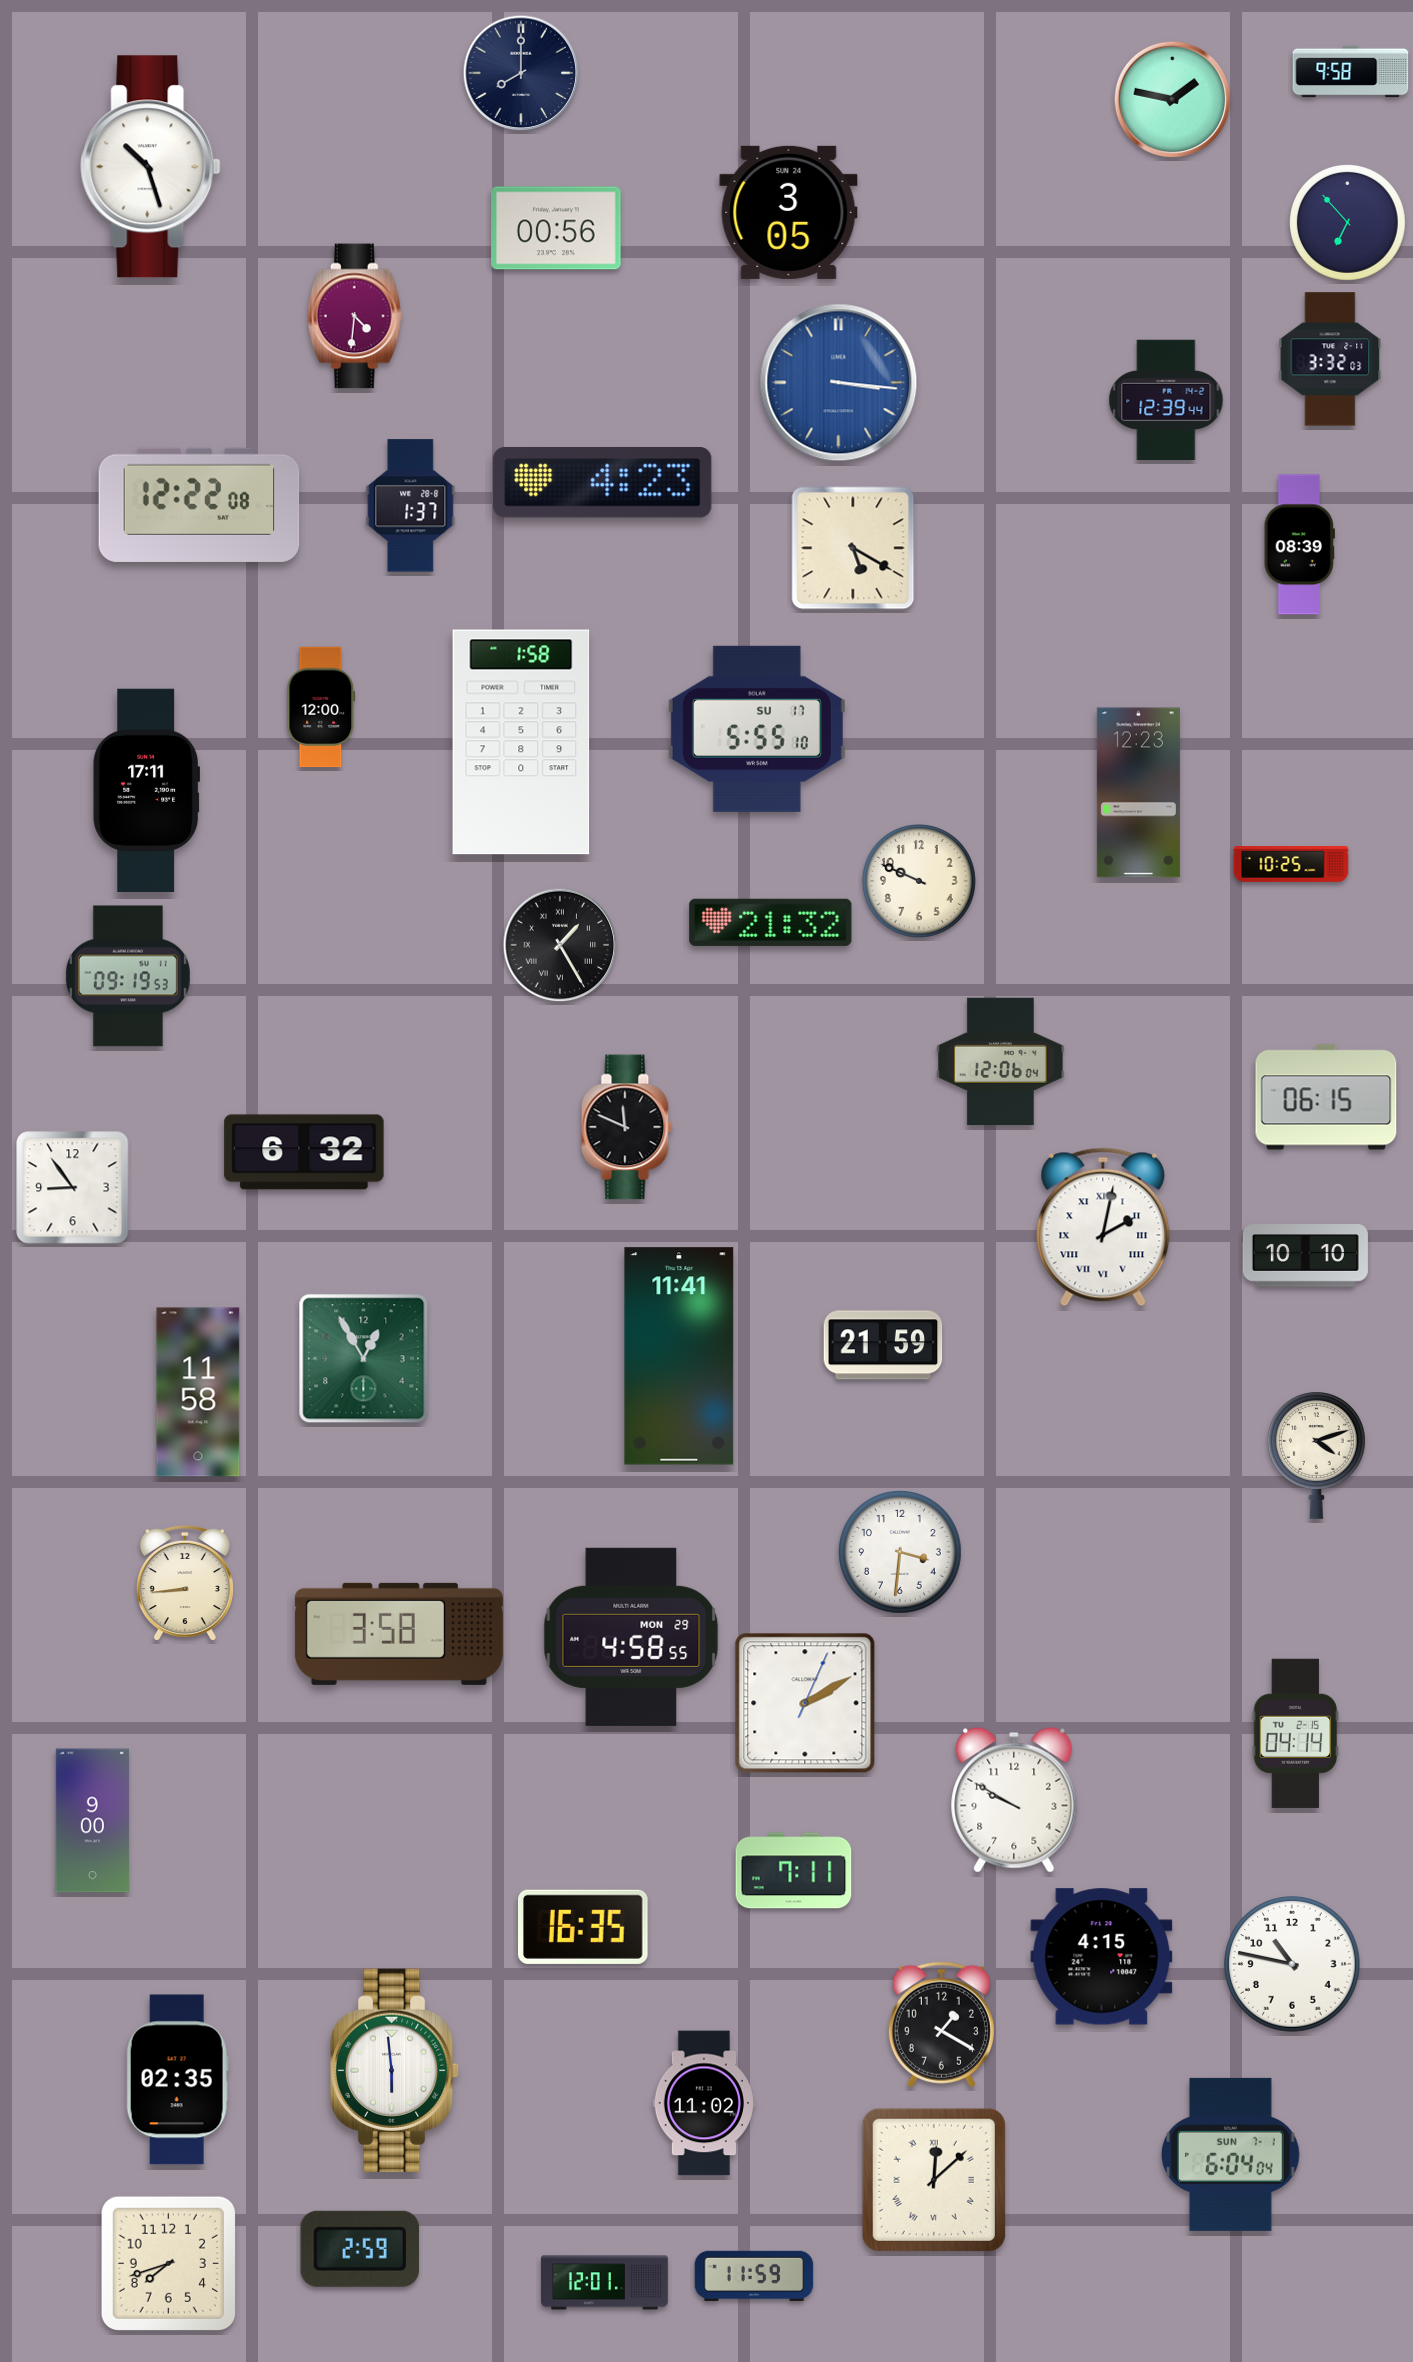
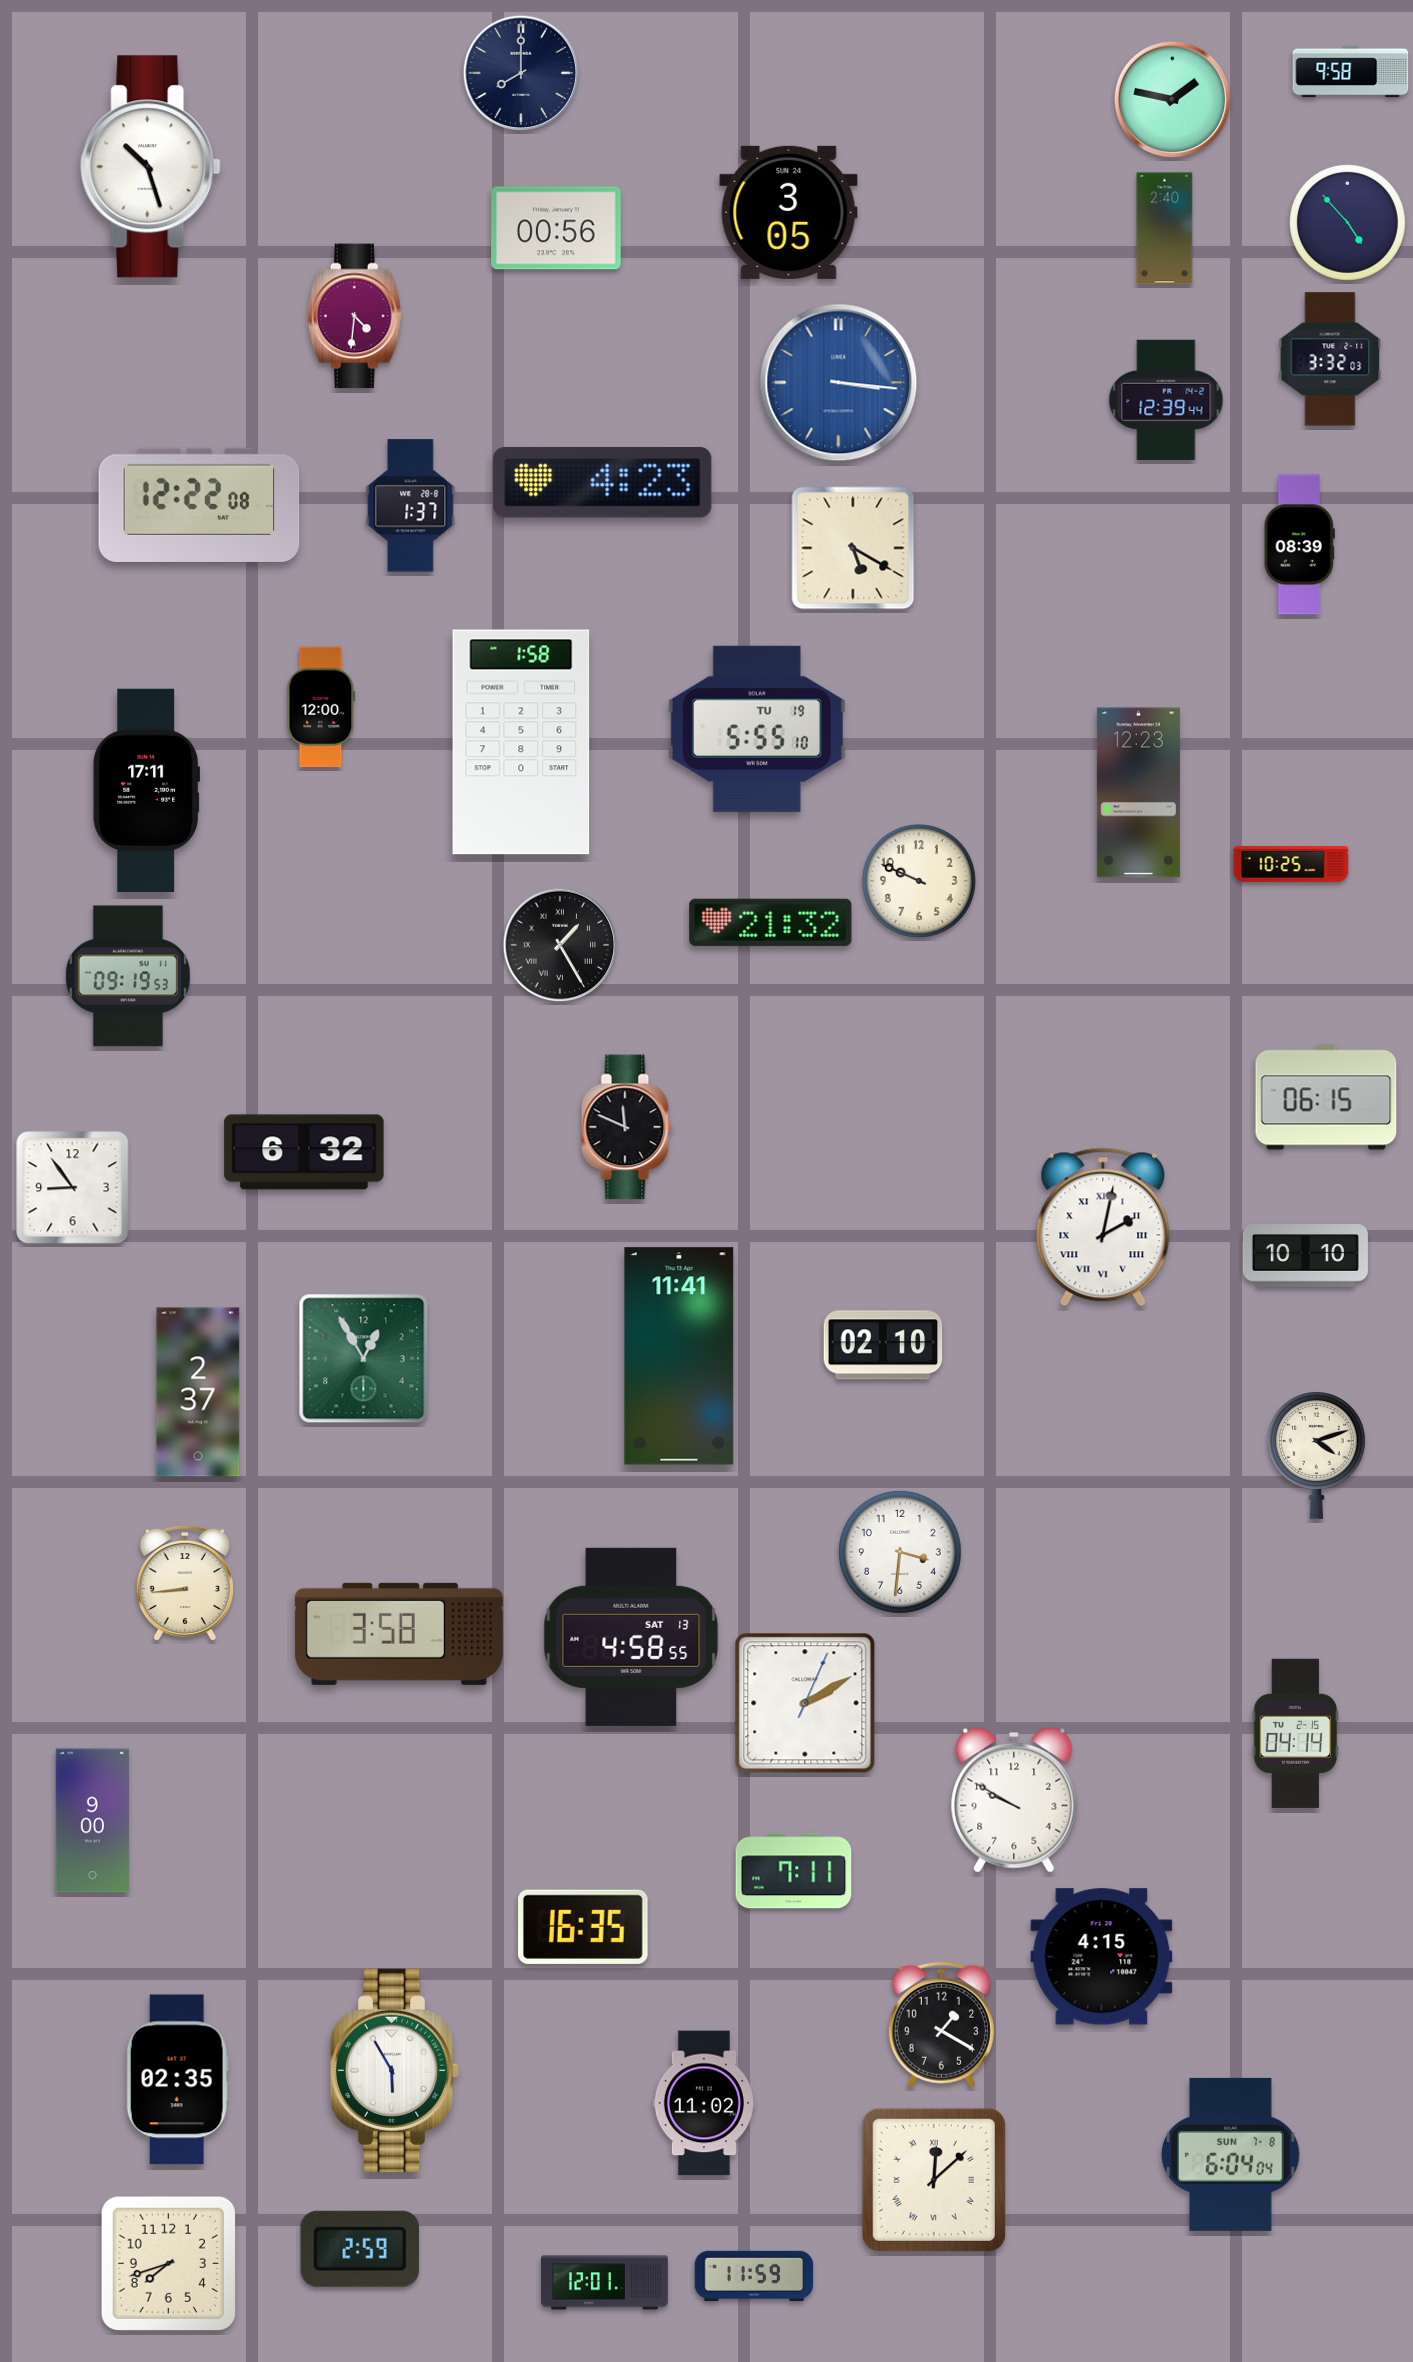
clock at (1347, 222): 6:53 -> 4:53
clock at (1165, 229): none -> 2:40
clock at (757, 729) date: SU 17 -> TU 19
clock at (1001, 1061): 12:06 -> none
clock at (883, 1345): 21:59 -> 02:10
clock at (198, 1392): 11:58 -> 2:37
clock at (631, 1637) date: MON 29 -> SAT 13
clock at (1292, 1964): 10:47 -> none
clock at (395, 2070): 5:59 -> 5:55
clock at (1231, 2154) date: SUN 7-1 -> SUN 7-8
